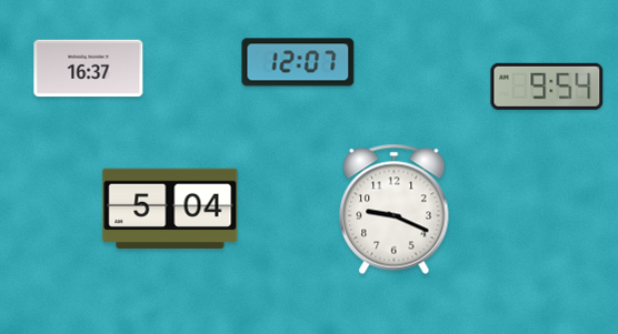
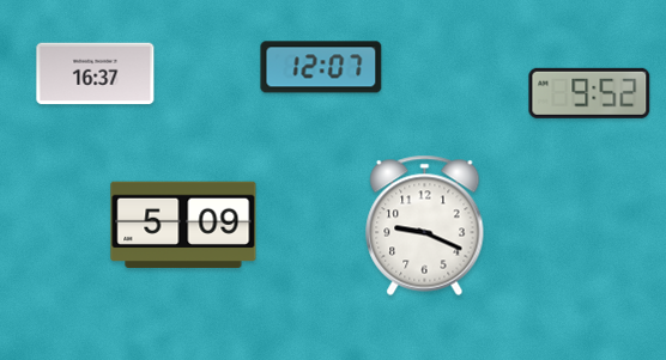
clock at (547, 87): 9:54 -> 9:52
clock at (170, 209): 5:04 -> 5:09
